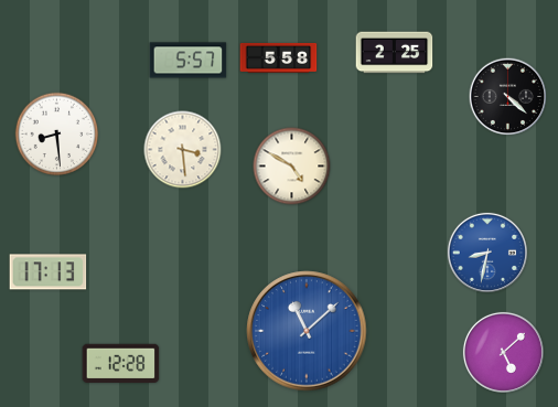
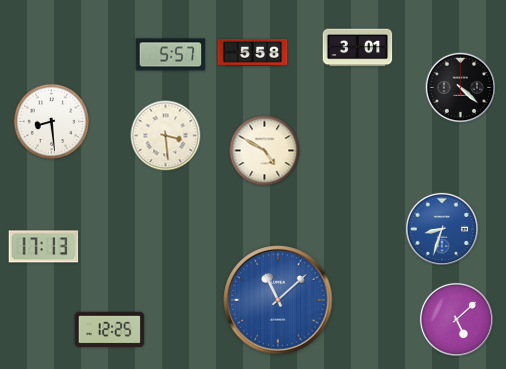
clock at (395, 53): 2:25 -> 3:01
clock at (487, 253): 8:32 -> 8:33
clock at (121, 363): 12:28 -> 12:25
